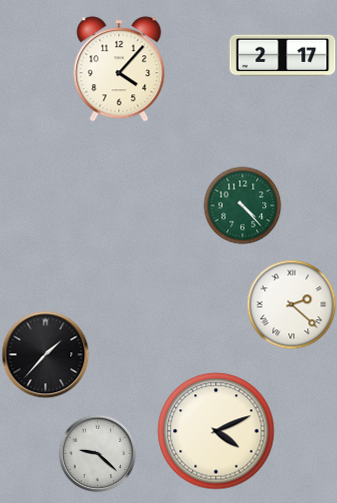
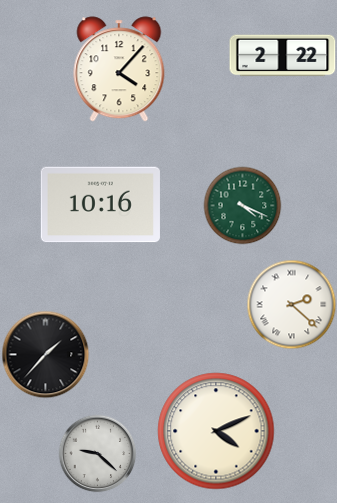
clock at (283, 56): 2:17 -> 2:22
clock at (100, 205): none -> 10:16
clock at (242, 205): 4:23 -> 4:19
